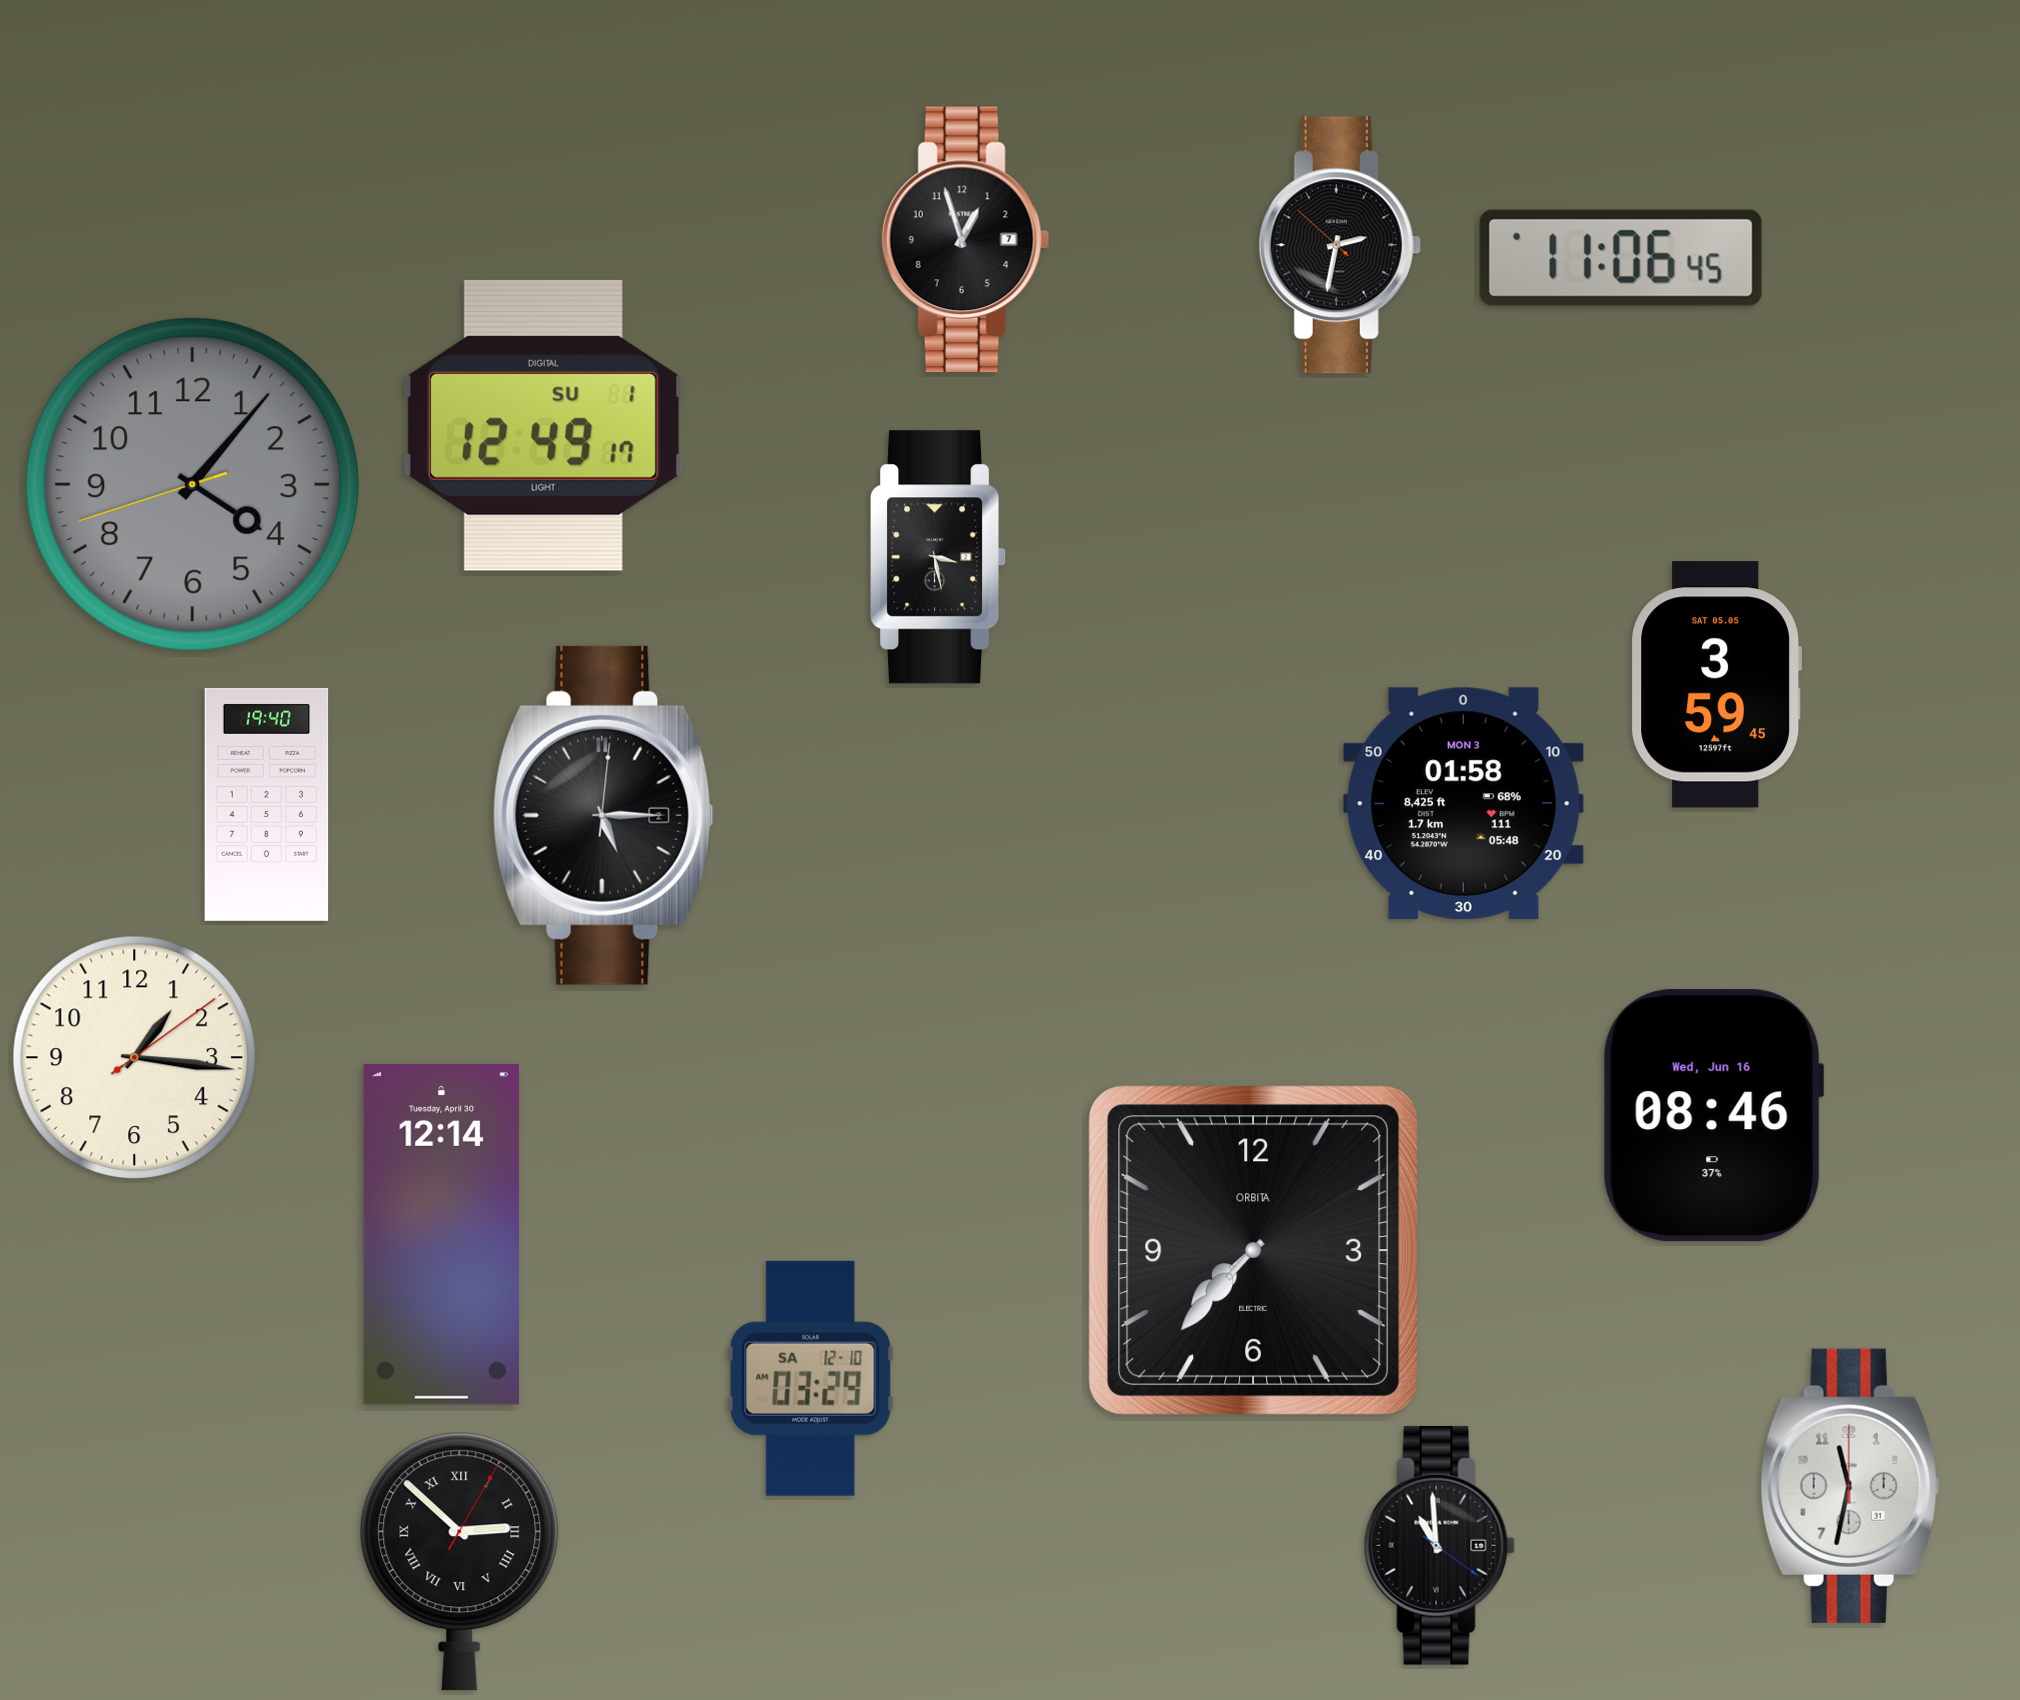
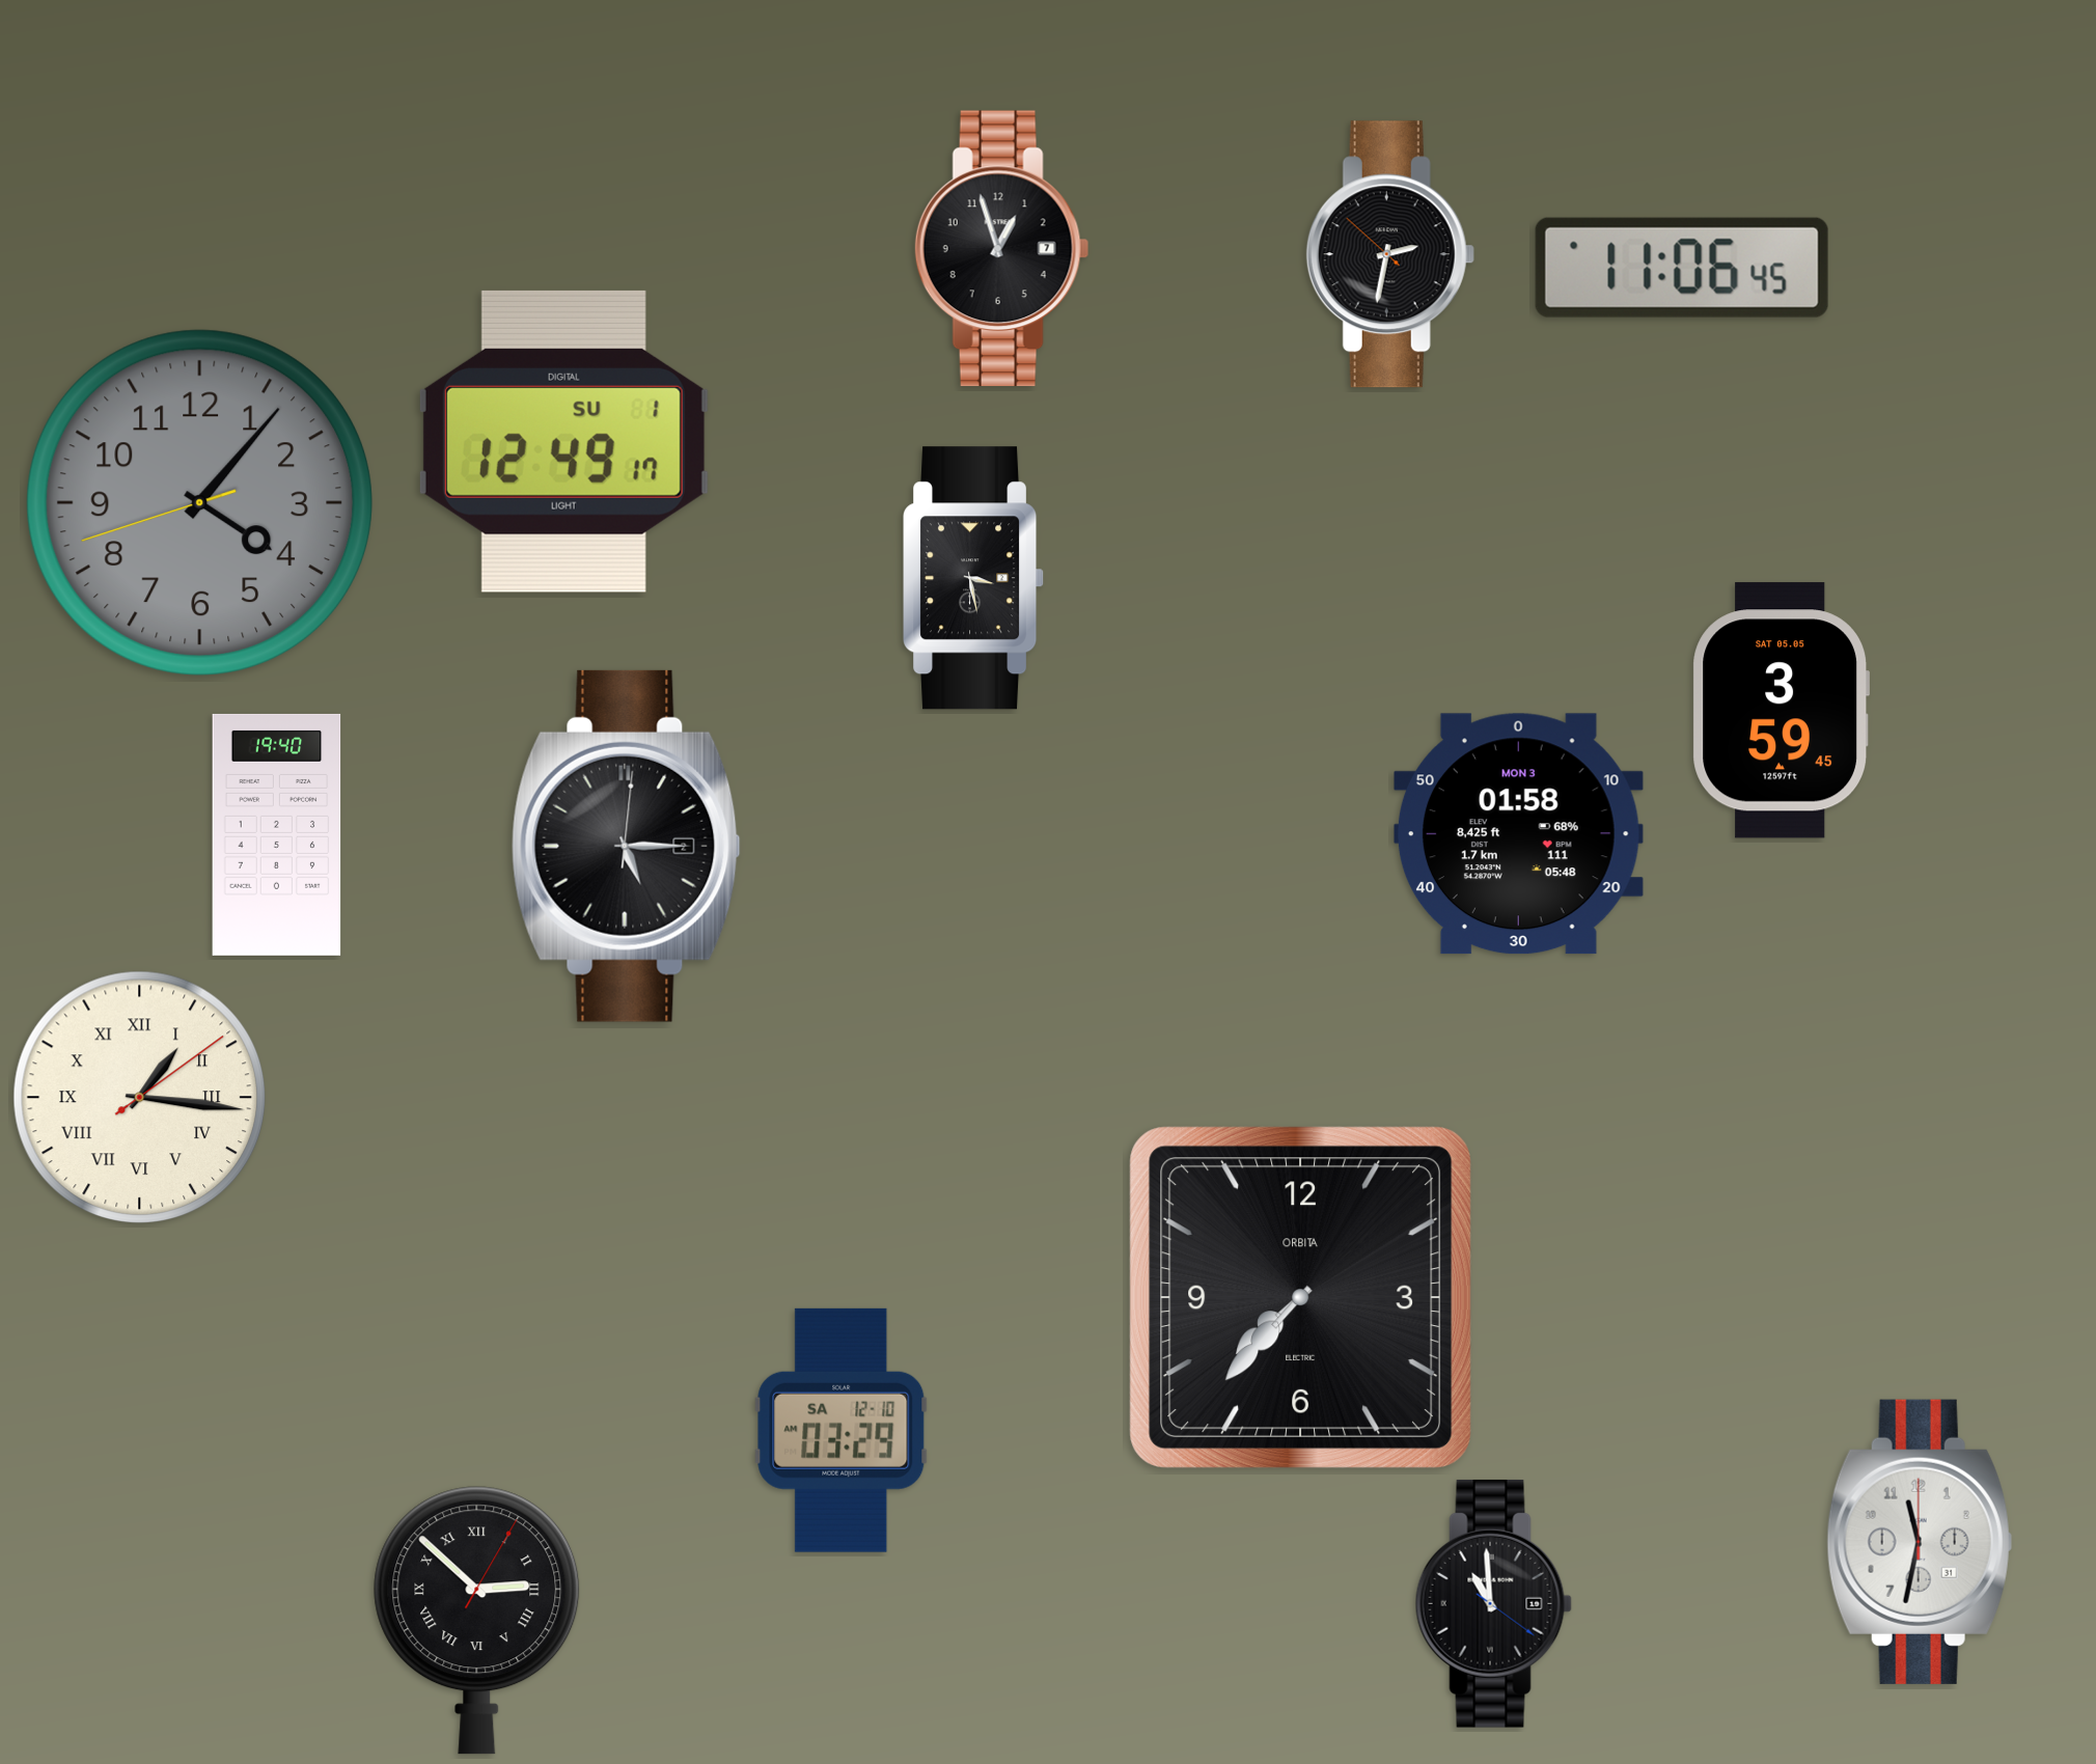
clock at (135, 1058) numerals: Arabic -> Roman
clock at (1713, 1116): 08:46 -> none
clock at (441, 1234): 12:14 -> none
